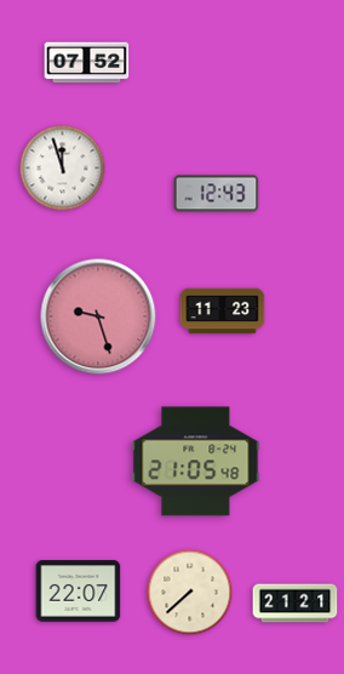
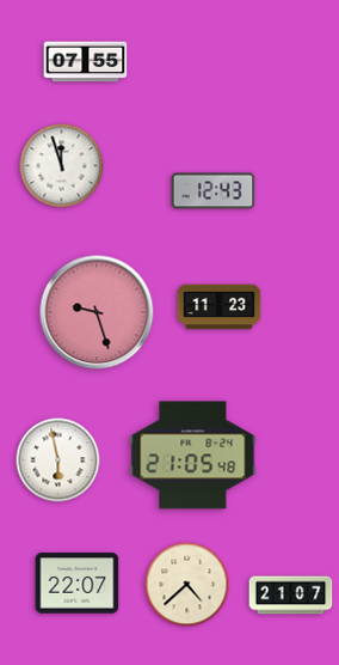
clock at (87, 63): 07:52 -> 07:55
clock at (58, 460): none -> 5:58
clock at (190, 593): 7:38 -> 4:38
clock at (296, 604): 21:21 -> 21:07
